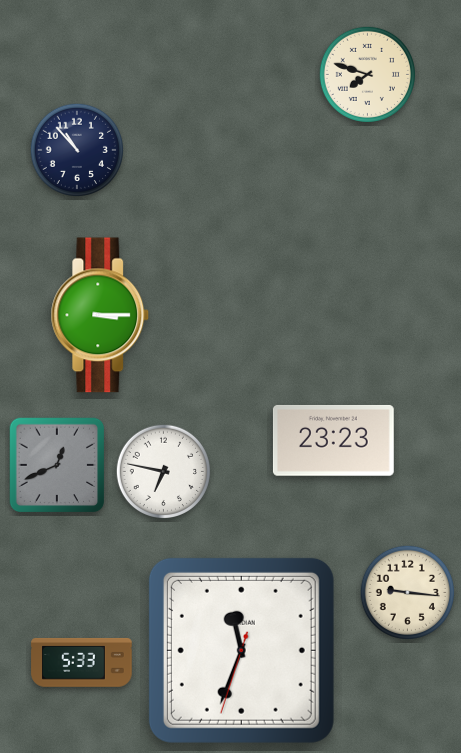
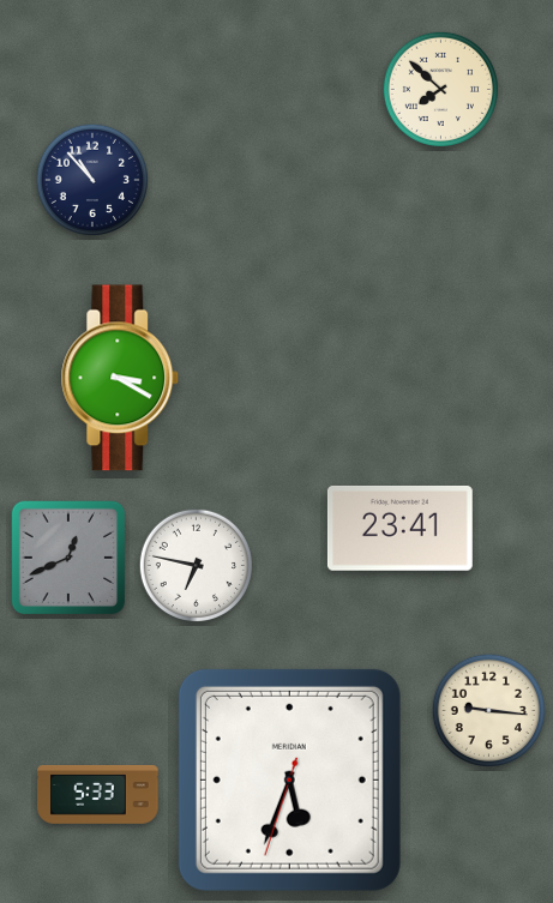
clock at (367, 74): 7:48 -> 7:52
clock at (100, 315): 3:15 -> 3:20
clock at (333, 440): 23:23 -> 23:41
clock at (241, 650): 11:33 -> 5:33
